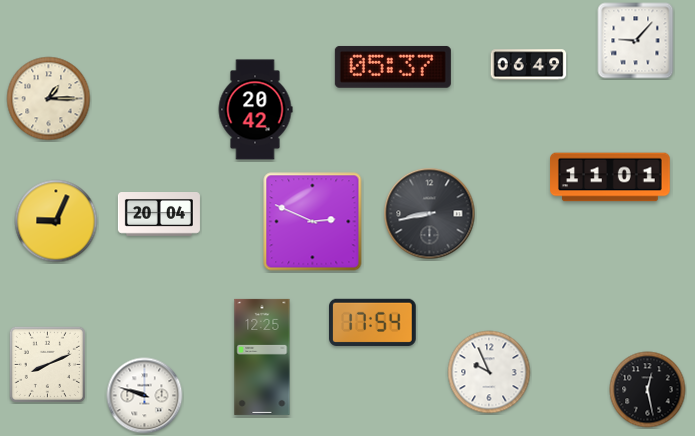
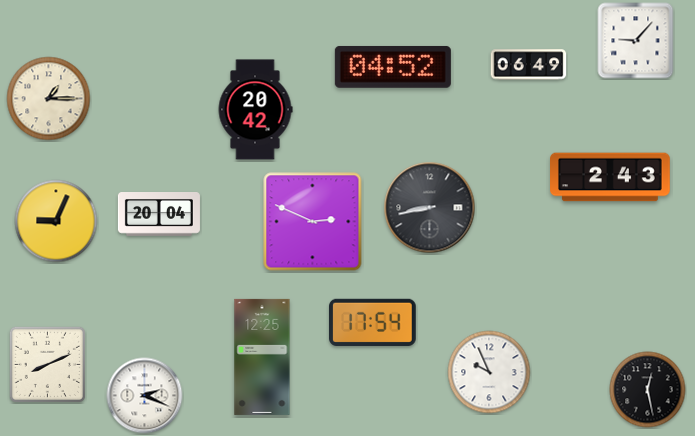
clock at (393, 67): 05:37 -> 04:52
clock at (610, 177): 11:01 -> 2:43
clock at (430, 214) position: (430, 214) -> (430, 208)
clock at (145, 396): 9:48 -> 2:19
